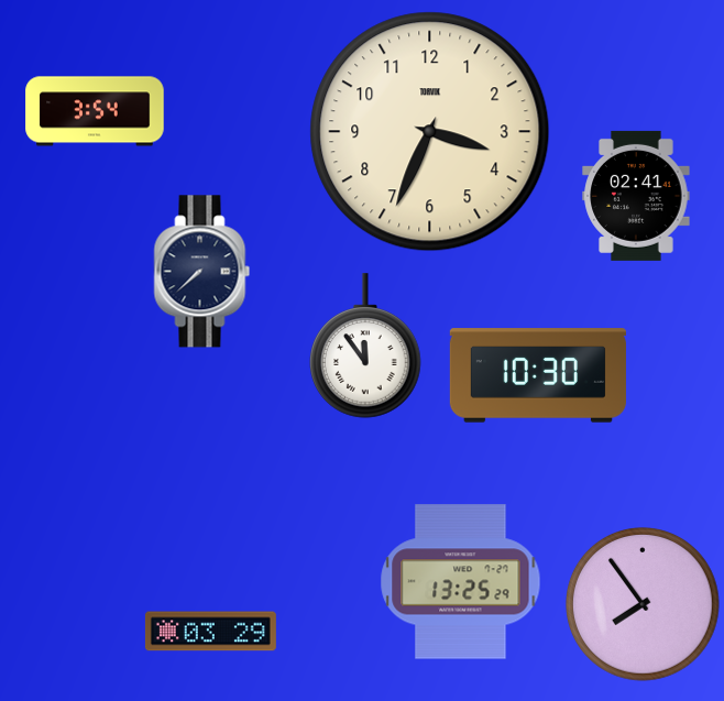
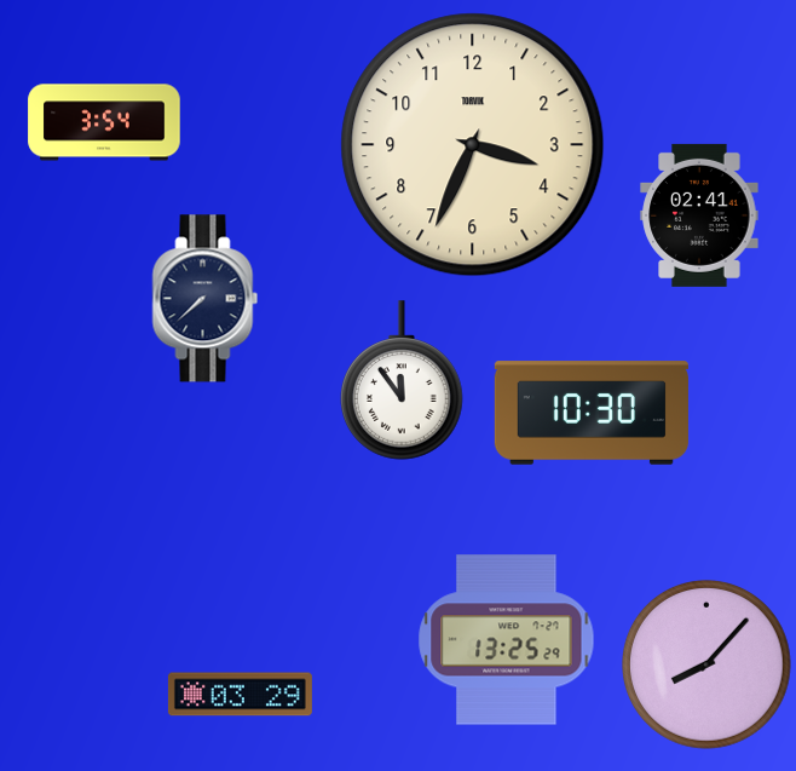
clock at (202, 272) position: (202, 272) -> (206, 299)
clock at (644, 605): 7:54 -> 8:07
clock at (210, 632) position: (210, 632) -> (240, 695)
